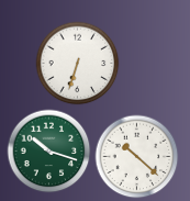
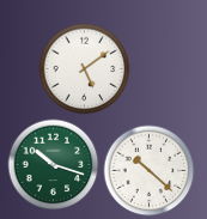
clock at (78, 64): 6:33 -> 5:09
